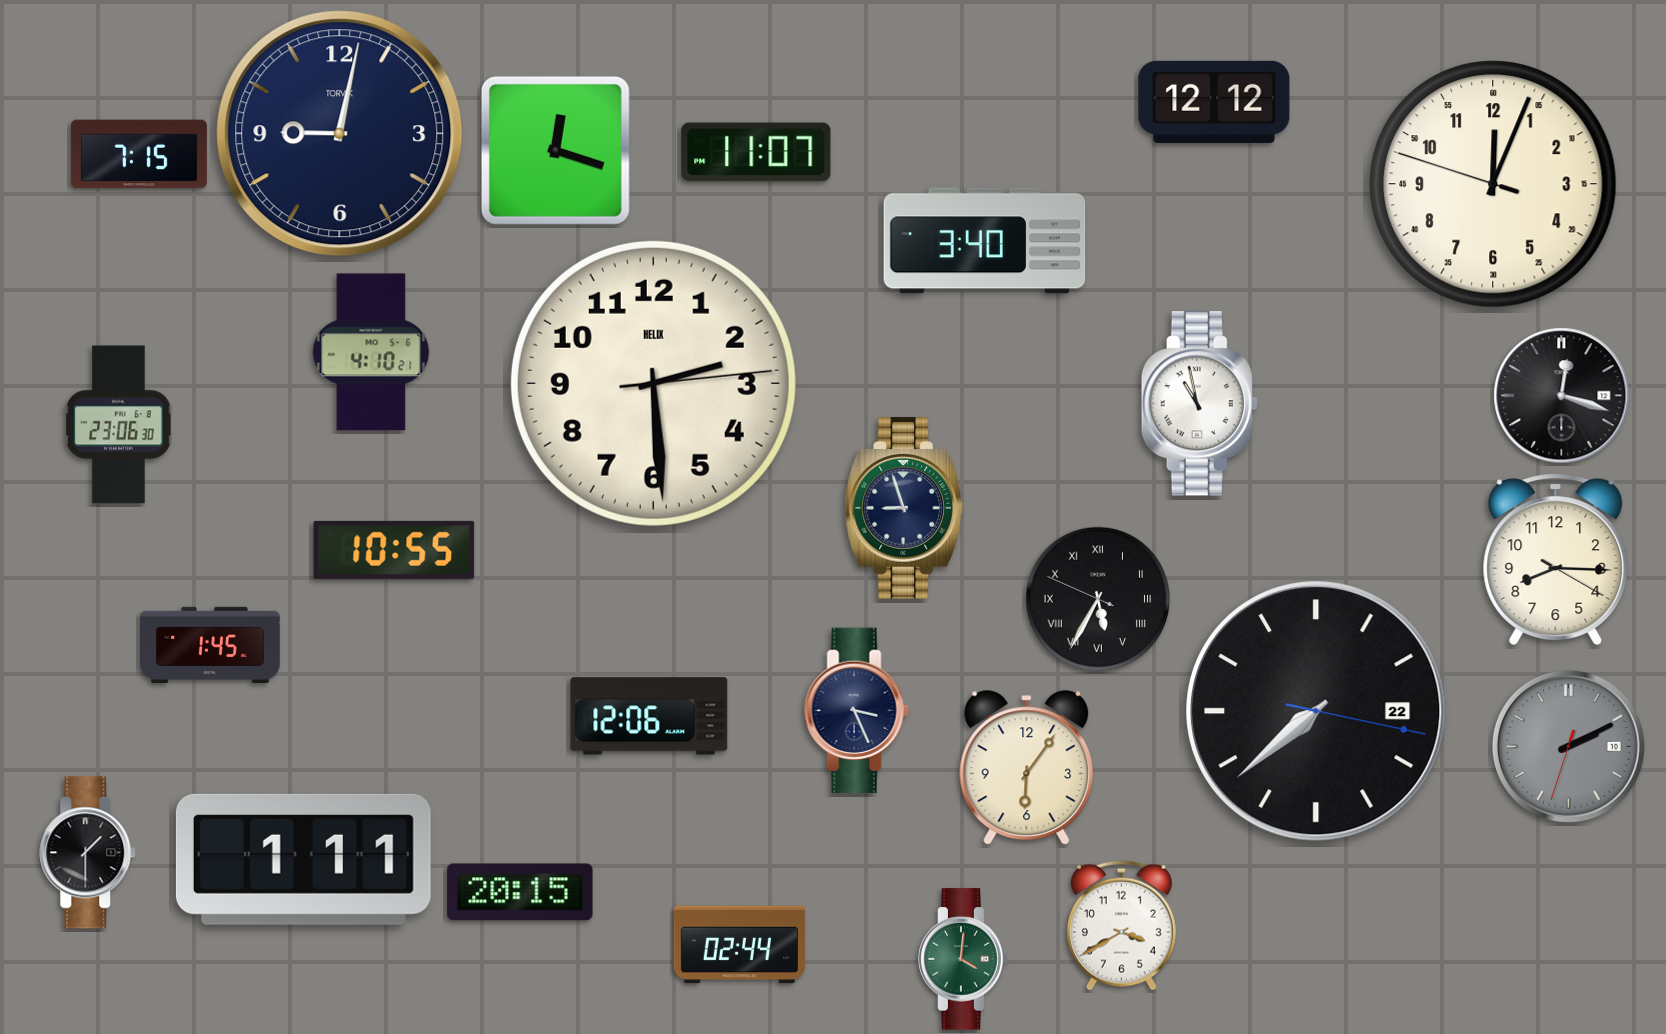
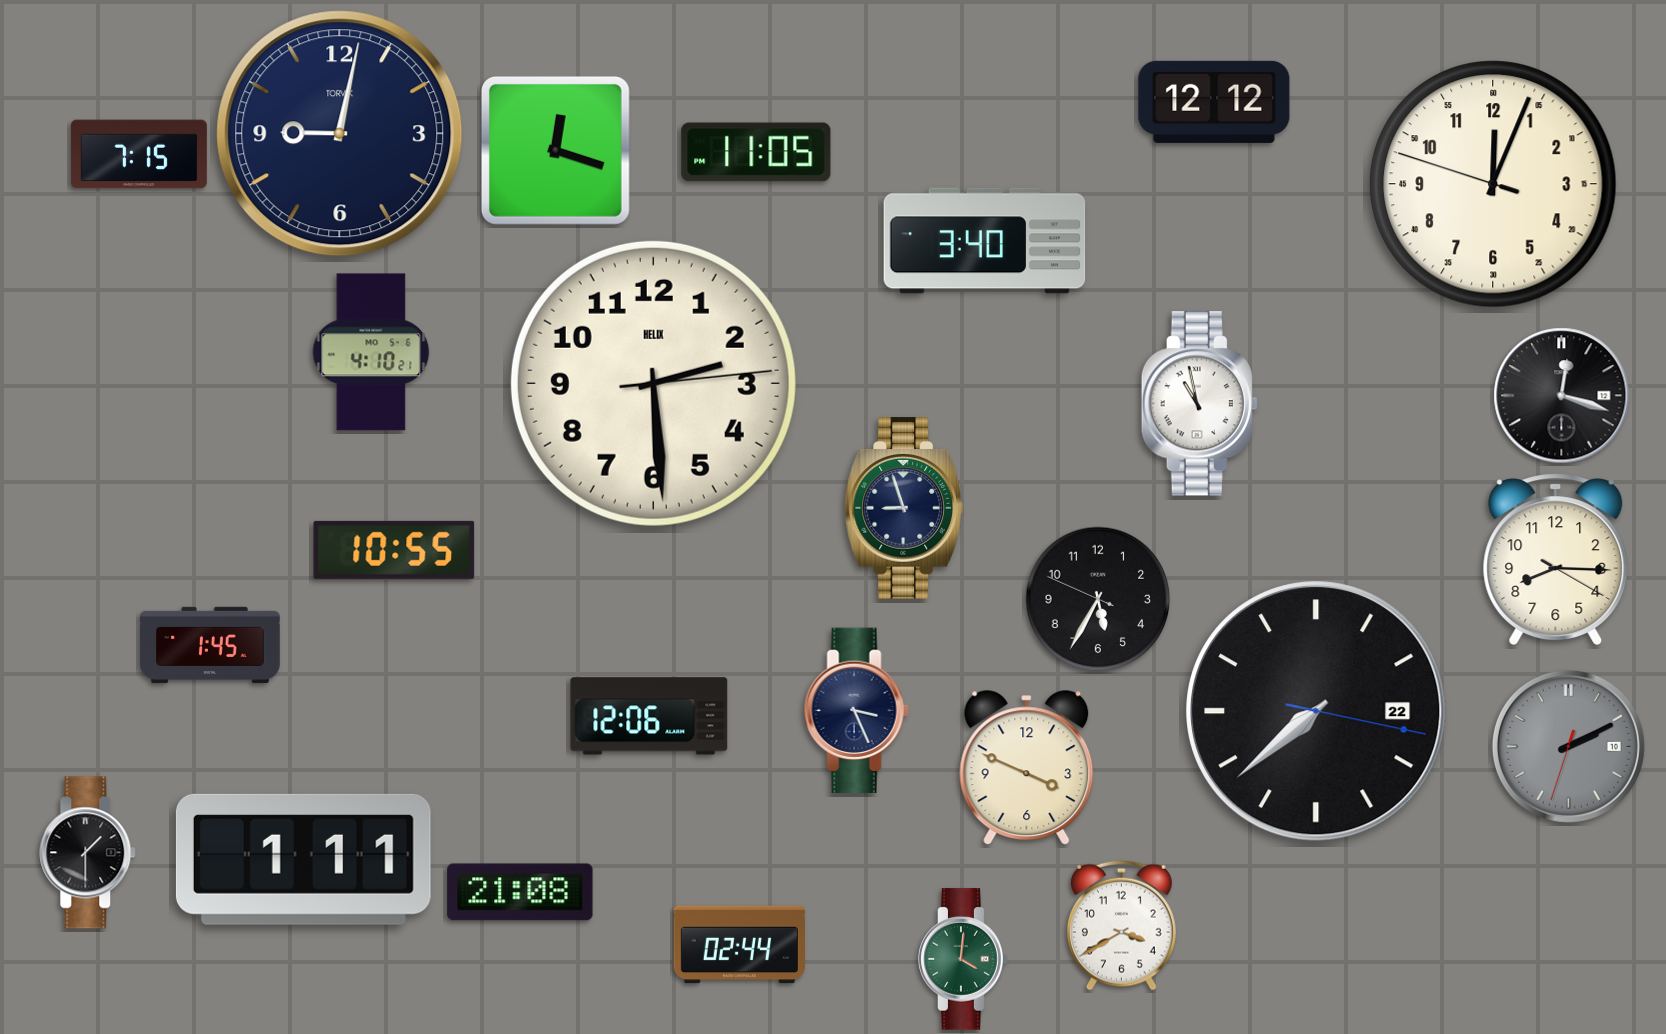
clock at (756, 152): 11:07 -> 11:05
clock at (119, 425): 23:06 -> none
clock at (1098, 599) numerals: Roman -> Arabic
clock at (1027, 768): 6:06 -> 3:49
clock at (520, 892): 20:15 -> 21:08
